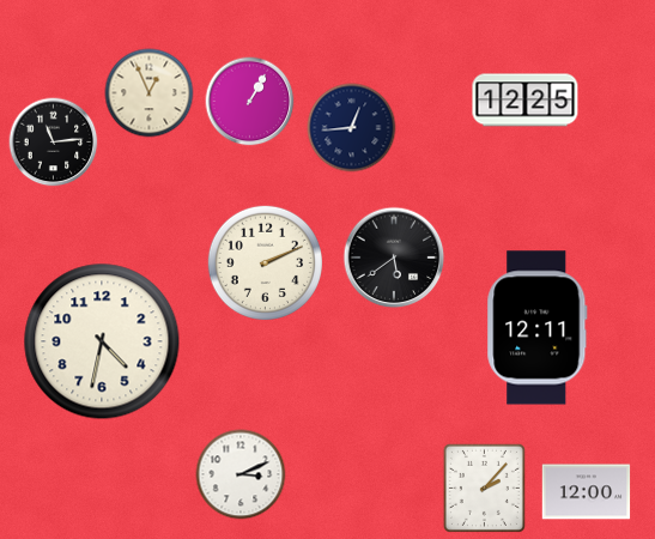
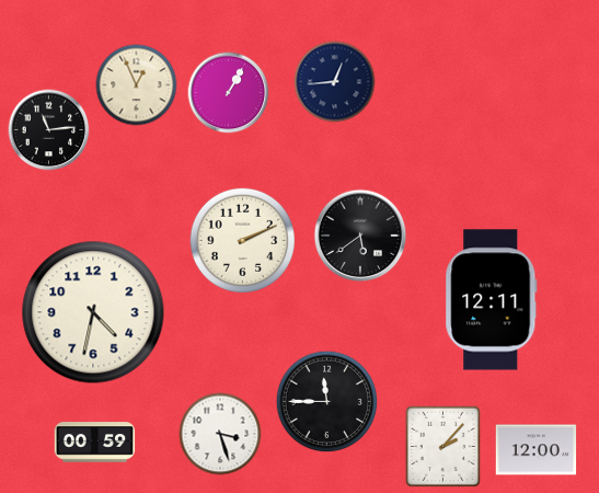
clock at (526, 101): 12:25 -> none
clock at (352, 128) position: (352, 128) -> (335, 82)
clock at (327, 402): none -> 11:45
clock at (241, 474): 3:11 -> 3:27
clock at (95, 443): none -> 00:59
